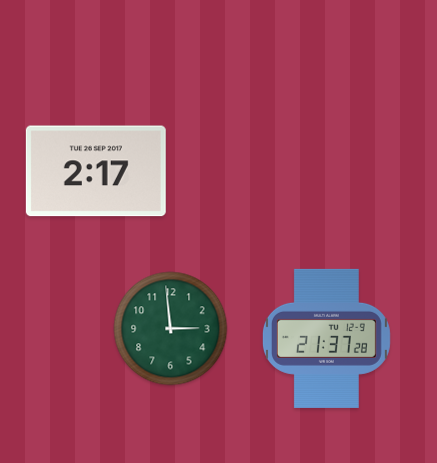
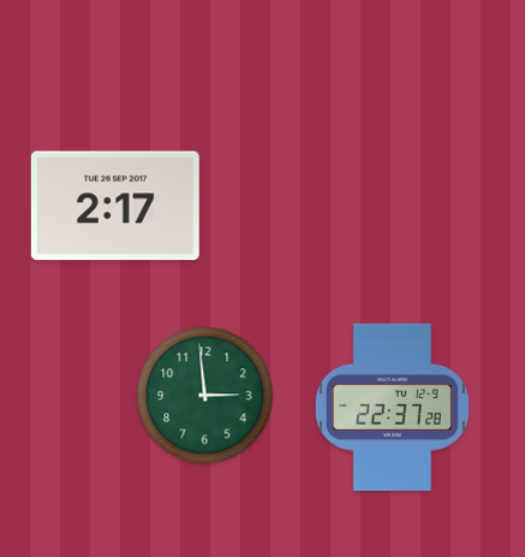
clock at (326, 338): 21:37 -> 22:37
